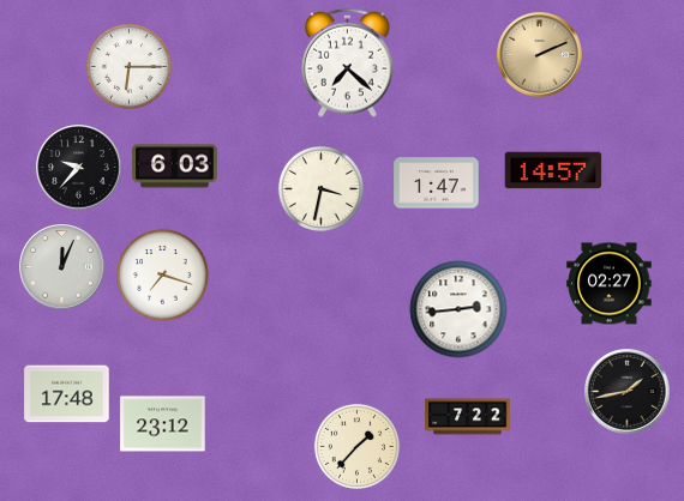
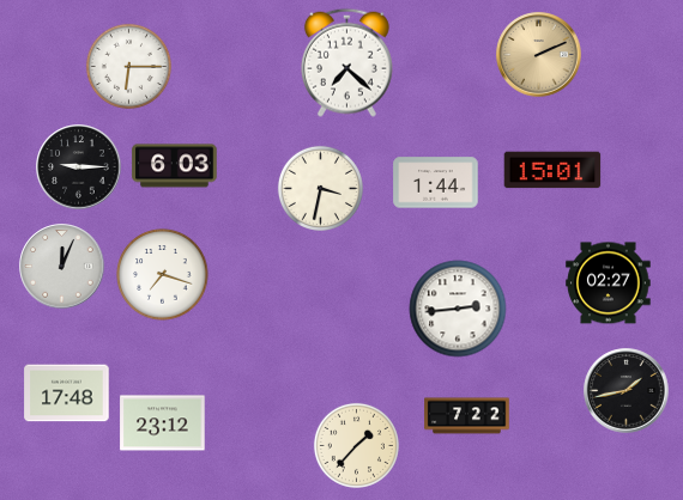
clock at (79, 168): 9:37 -> 9:15
clock at (553, 170): 14:57 -> 15:01
clock at (437, 183): 1:47 -> 1:44
